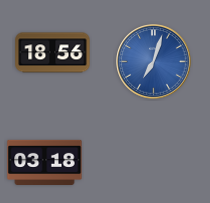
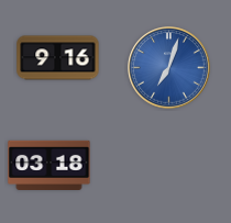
clock at (53, 53): 18:56 -> 9:16
clock at (45, 162) position: (45, 162) -> (50, 165)
